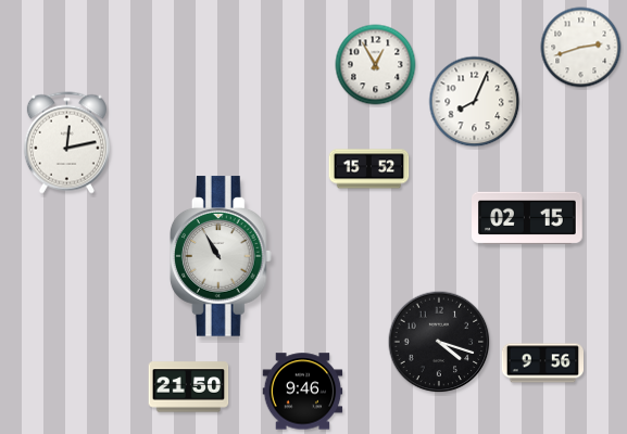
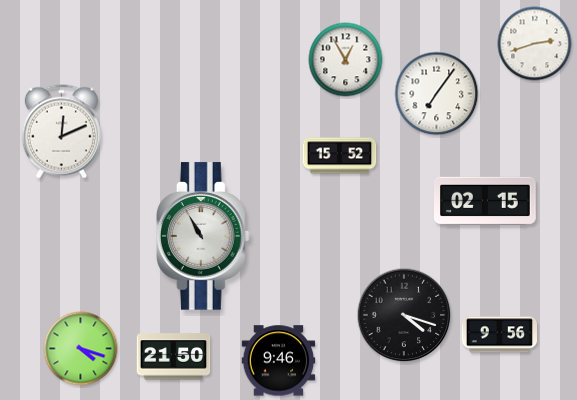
clock at (475, 102): 8:04 -> 7:06
clock at (66, 143): 12:13 -> 12:11
clock at (81, 349): none -> 4:18
